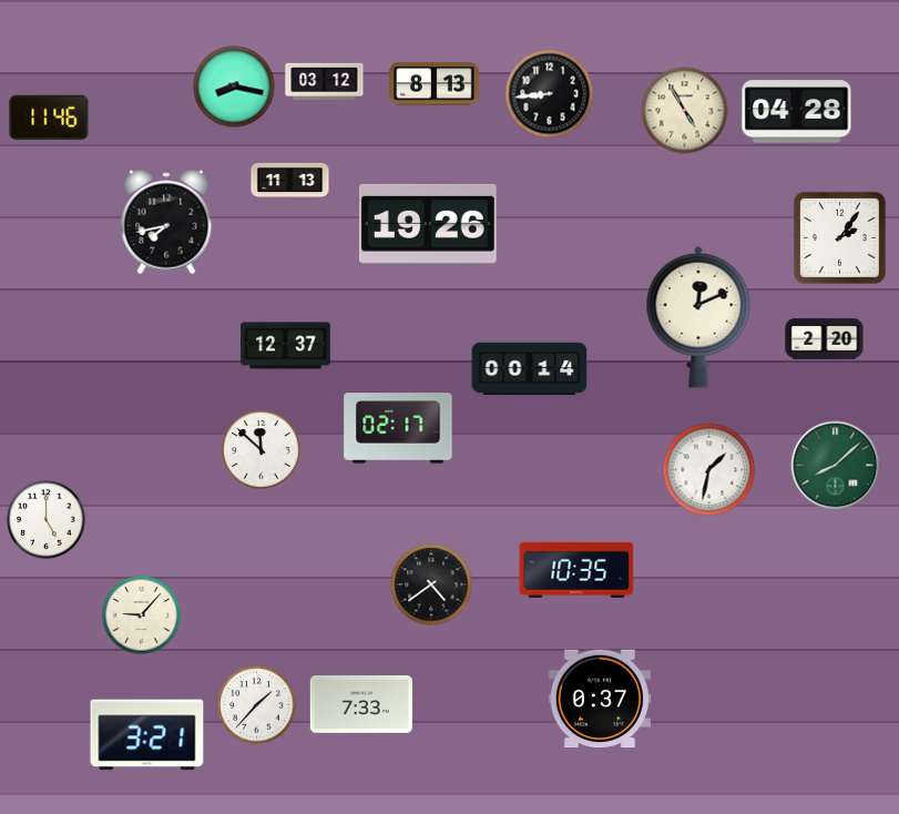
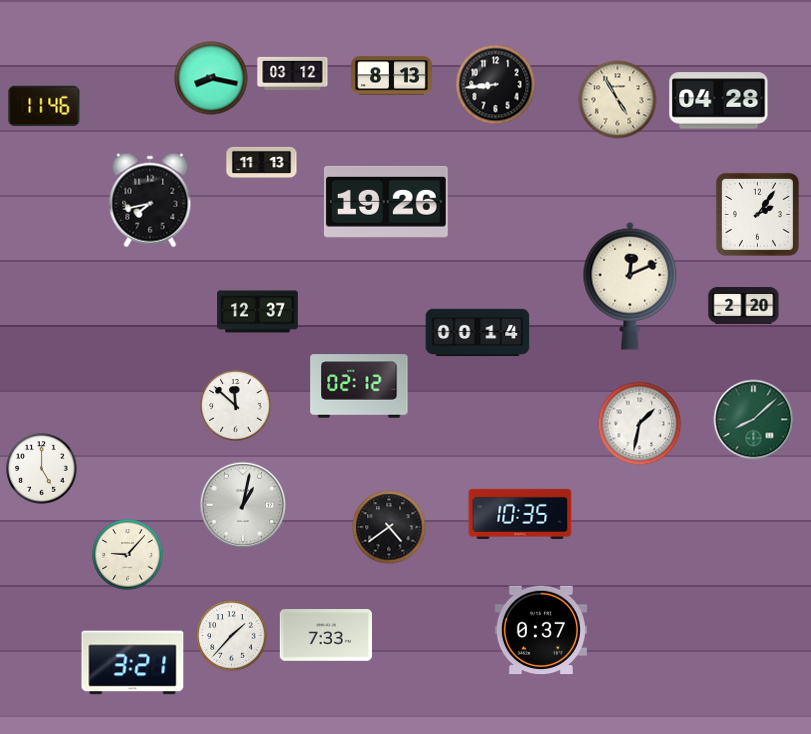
clock at (398, 428): 02:17 -> 02:12
clock at (243, 505): none -> 1:02
